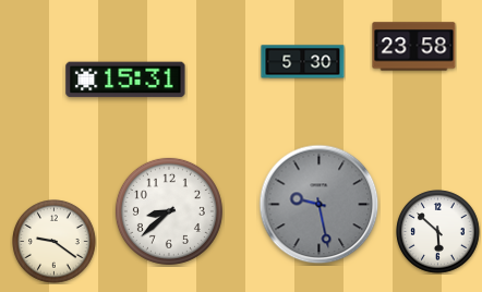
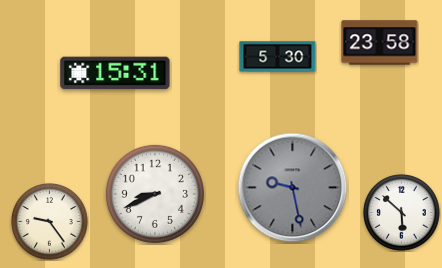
clock at (169, 211): 8:38 -> 8:41
clock at (55, 242): 9:21 -> 9:24
